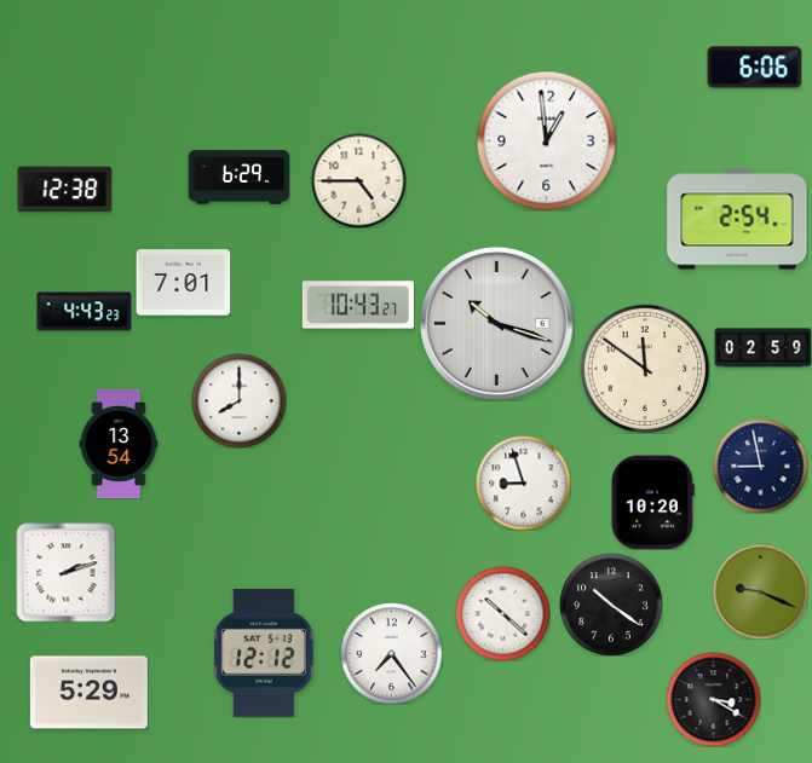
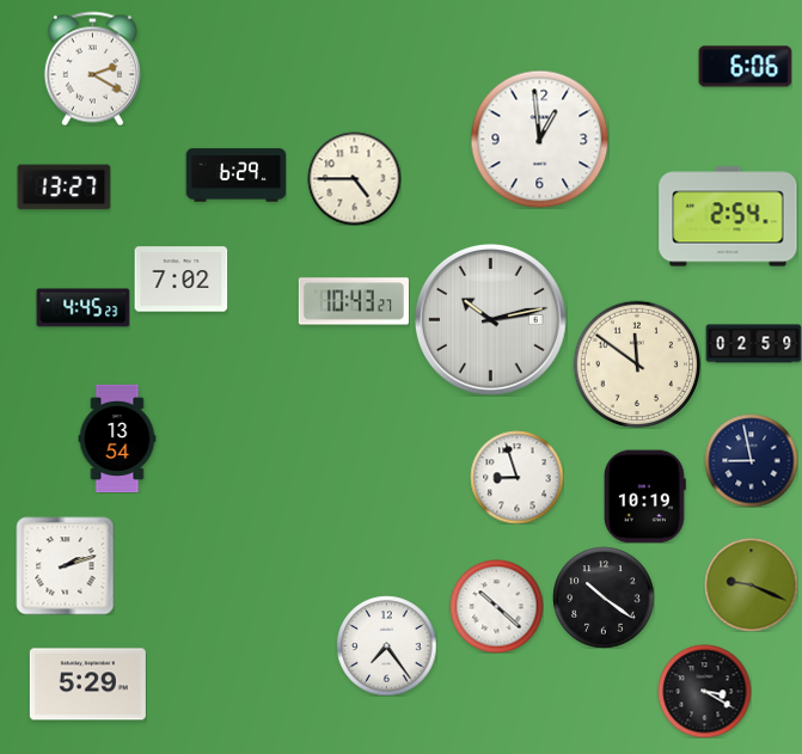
clock at (92, 68): none -> 2:20
clock at (64, 190): 12:38 -> 13:27
clock at (183, 283): 7:01 -> 7:02
clock at (83, 312): 4:43 -> 4:45
clock at (496, 323): 10:18 -> 10:13
clock at (238, 400): 8:00 -> none
clock at (652, 502): 10:20 -> 10:19
clock at (264, 654): 12:12 -> none
